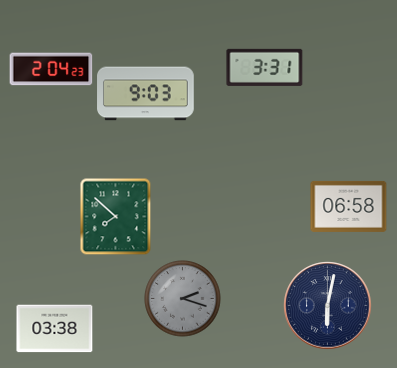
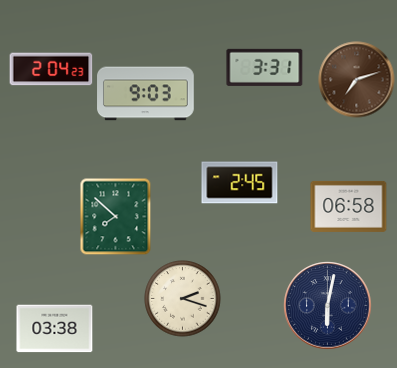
clock at (357, 80): none -> 7:12
clock at (240, 183): none -> 2:45
clock at (183, 299) dial: grey -> cream
